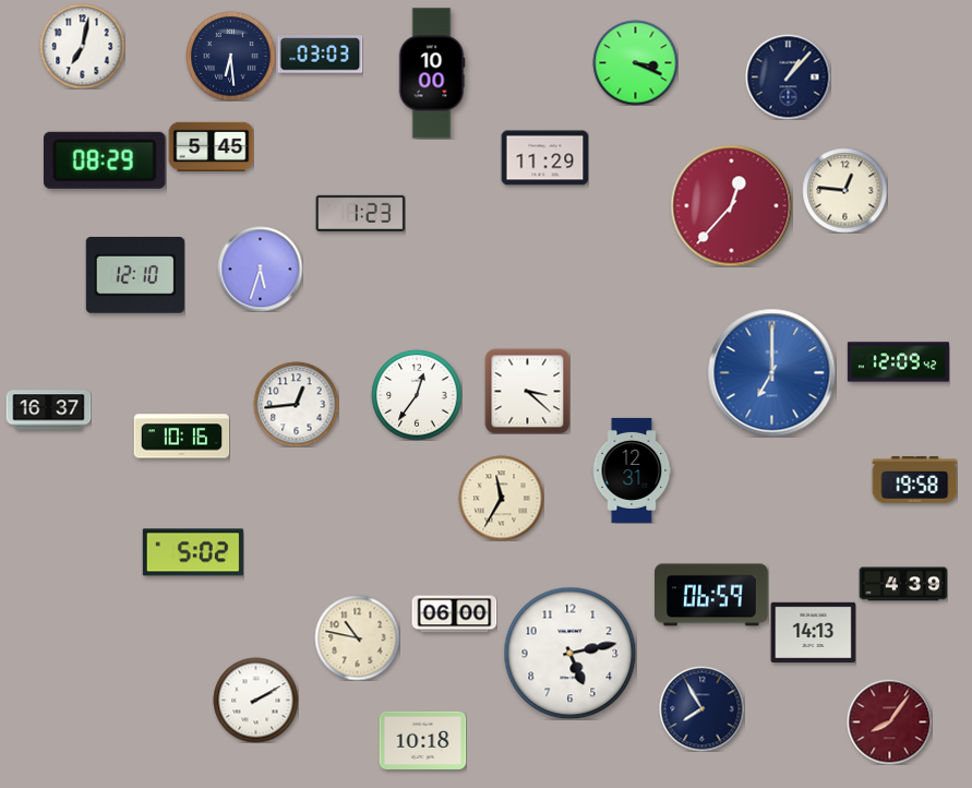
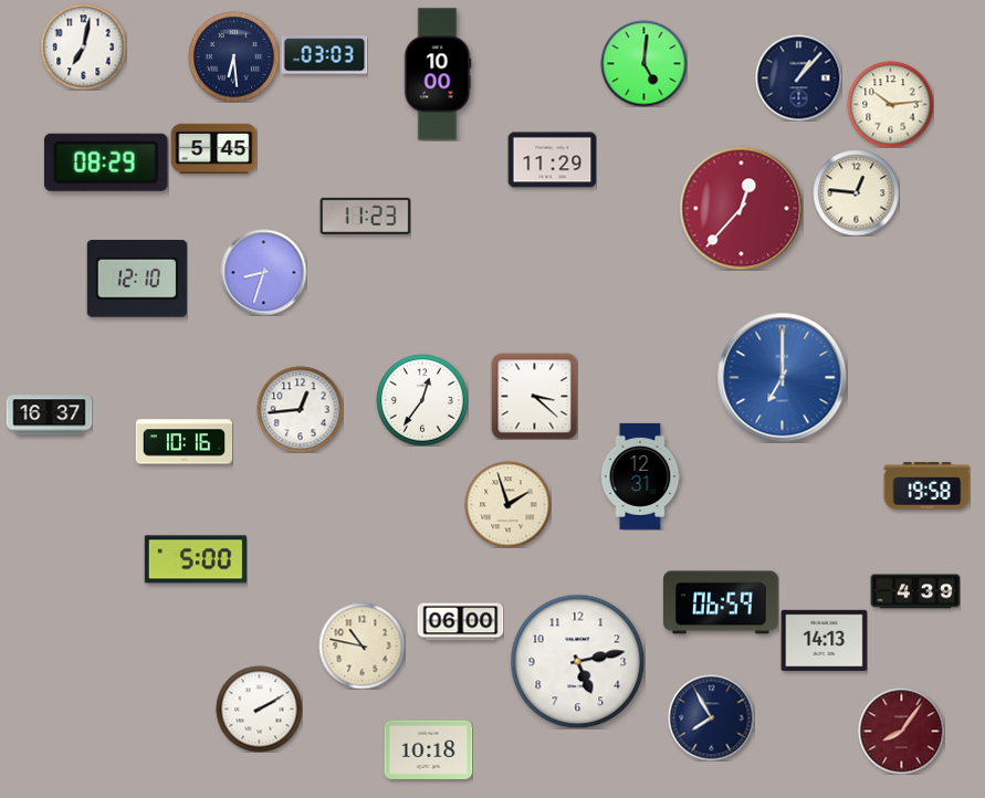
clock at (635, 62): 3:19 -> 5:01
clock at (890, 104): none -> 10:14
clock at (360, 213): 1:23 -> 11:23
clock at (260, 268): 5:33 -> 8:33
clock at (898, 362): 12:09 -> none
clock at (501, 498): 11:35 -> 1:57
clock at (193, 552): 5:02 -> 5:00
